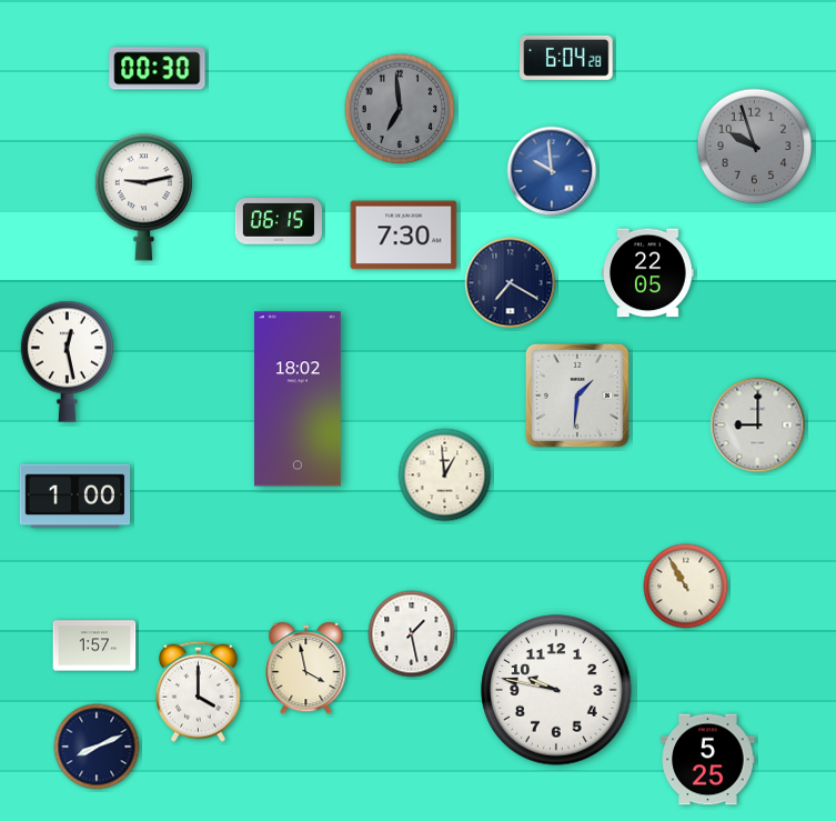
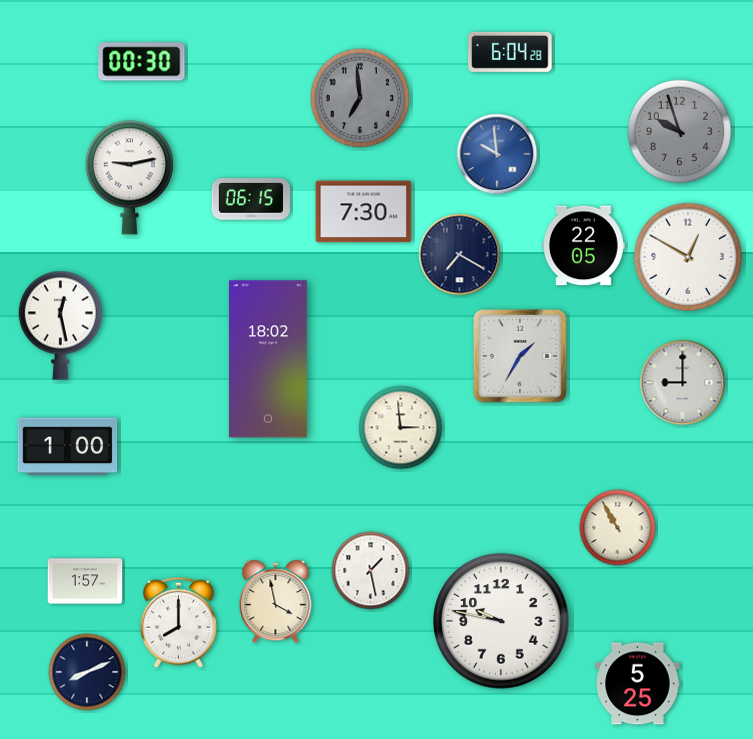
clock at (687, 256): none -> 12:50
clock at (577, 396): 1:31 -> 1:35
clock at (445, 475): 12:59 -> 2:59
clock at (198, 691): 4:00 -> 8:00
